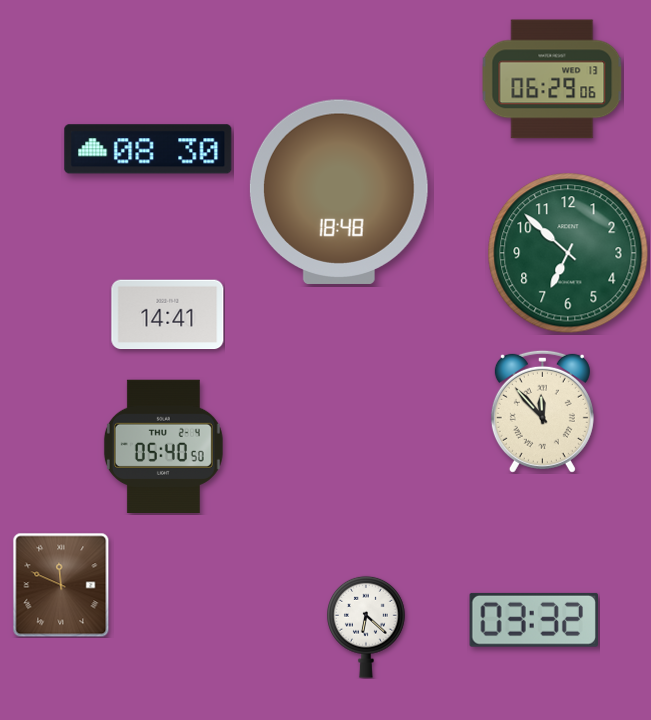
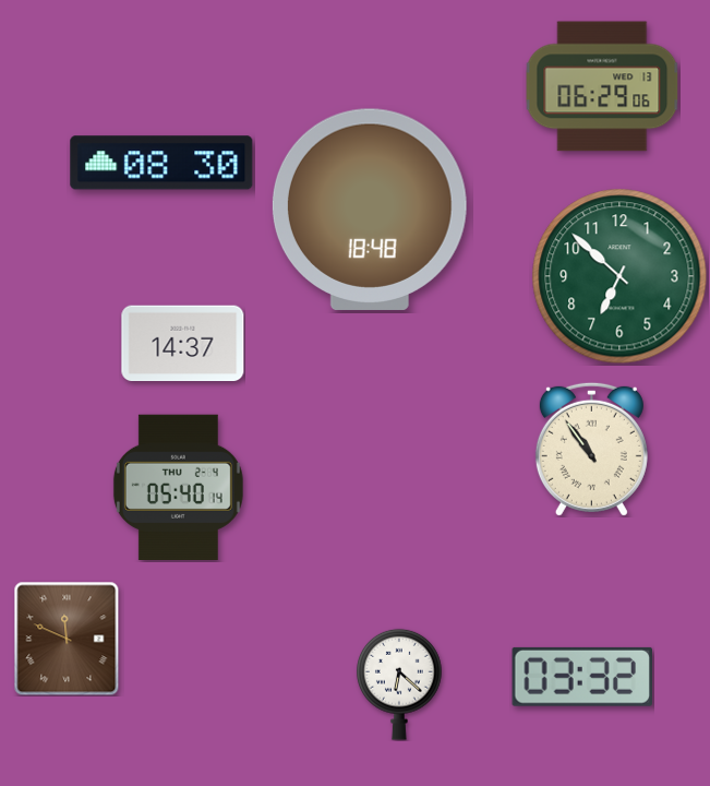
clock at (168, 315): 14:41 -> 14:37
clock at (542, 411): 11:53 -> 10:54
clock at (163, 446): 05:40:50 -> 05:40:14
